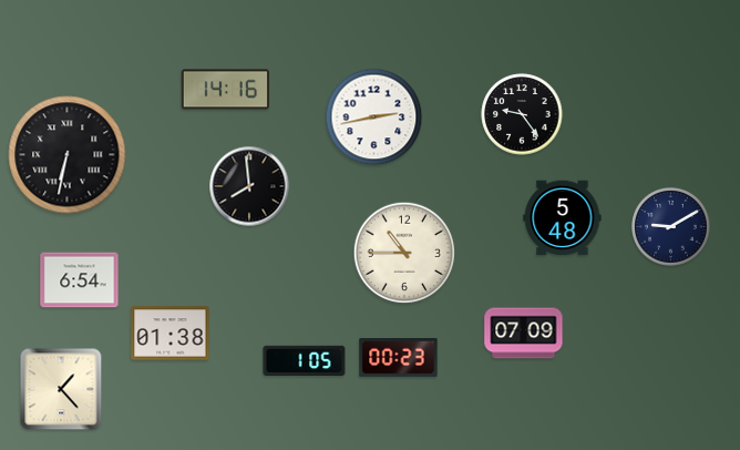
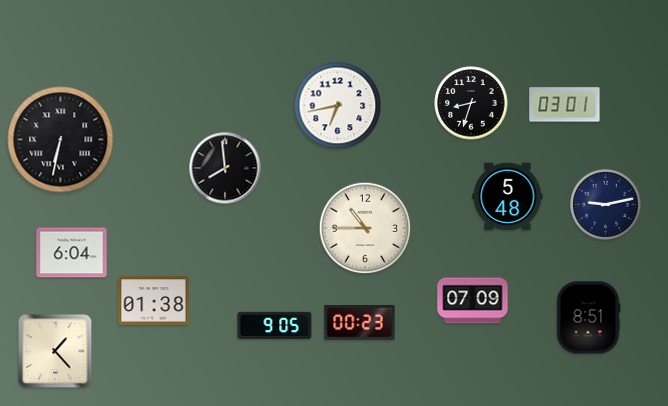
clock at (225, 90): 14:16 -> none
clock at (522, 114): 9:24 -> 8:33
clock at (565, 105): none -> 03:01
clock at (374, 117): 2:43 -> 6:43
clock at (671, 227): 9:10 -> 9:13
clock at (80, 280): 6:54 -> 6:04
clock at (588, 318): none -> 8:51
clock at (305, 360): 1:05 -> 9:05
